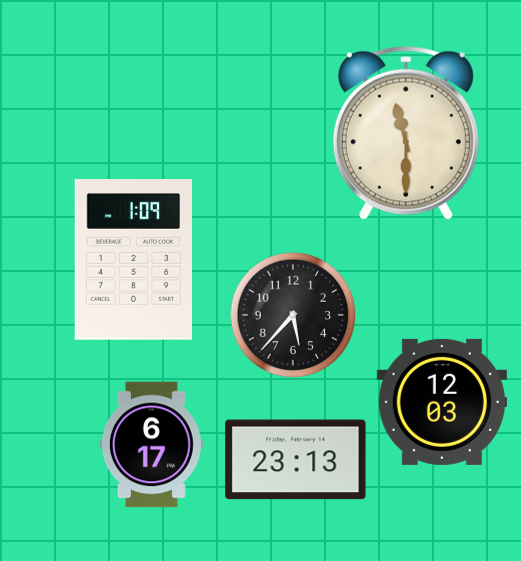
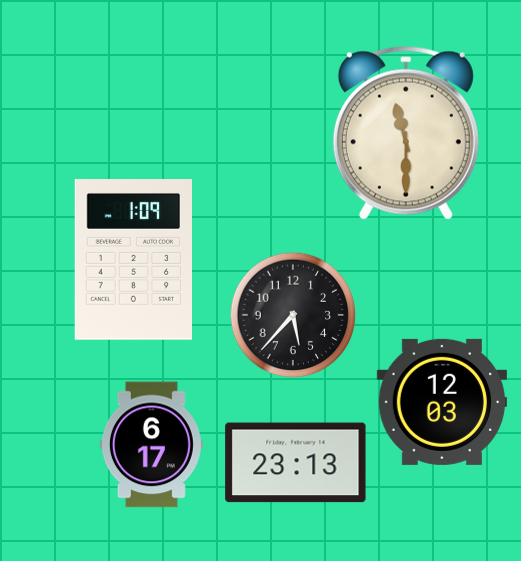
clock at (296, 460) position: (296, 460) -> (296, 463)
